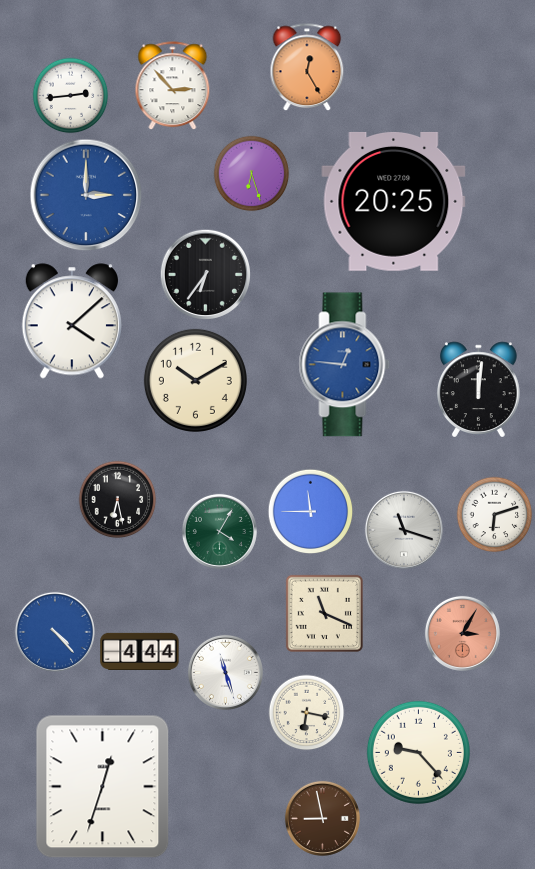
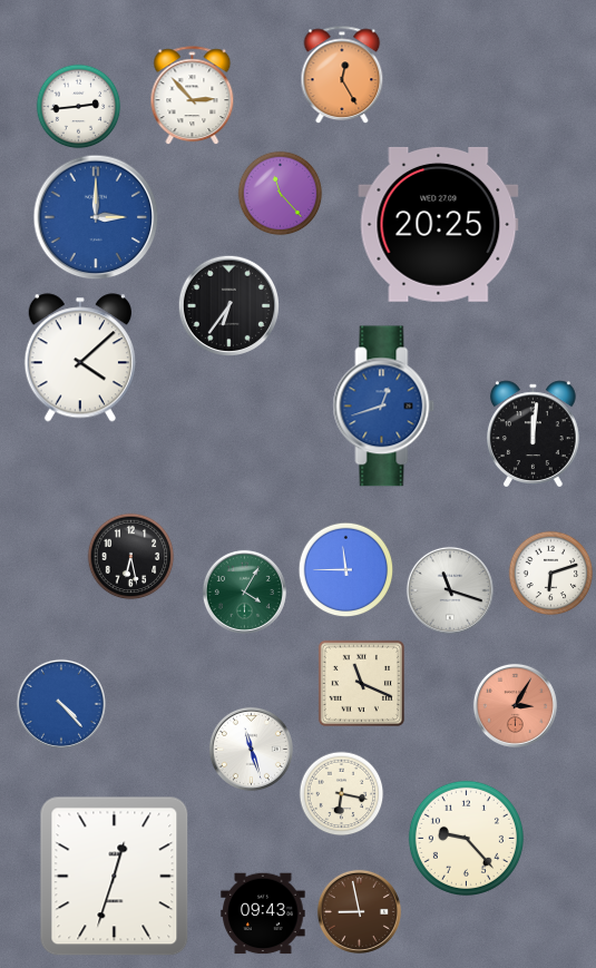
clock at (252, 174): 6:27 -> 11:23
clock at (345, 365): 12:46 -> 12:42
clock at (195, 380): 10:10 -> none
clock at (140, 651): 4:44 -> none
clock at (263, 913): none -> 09:43
